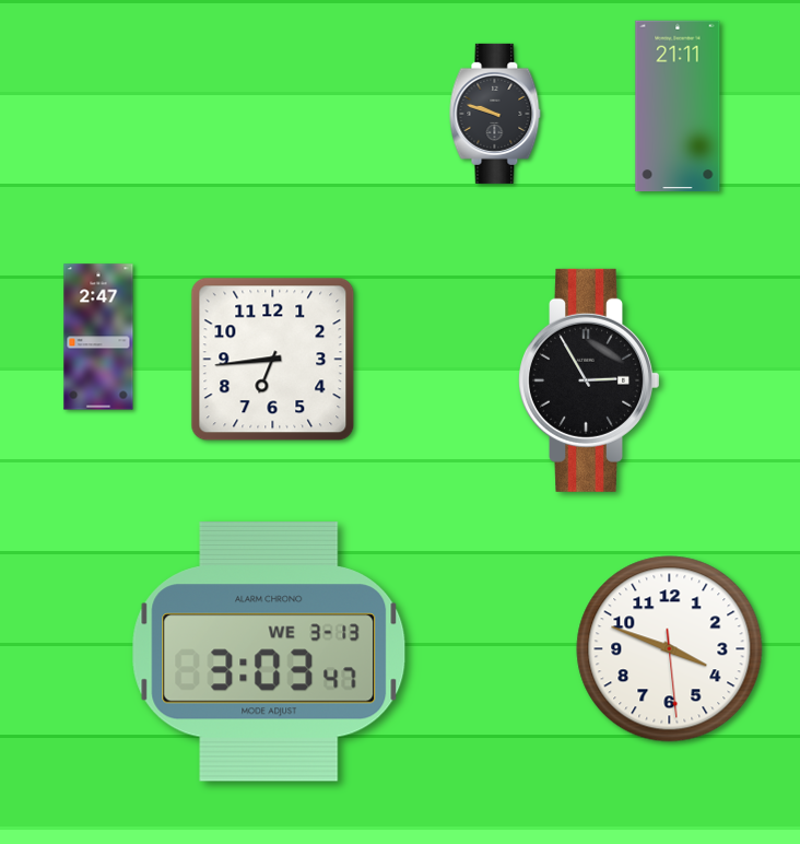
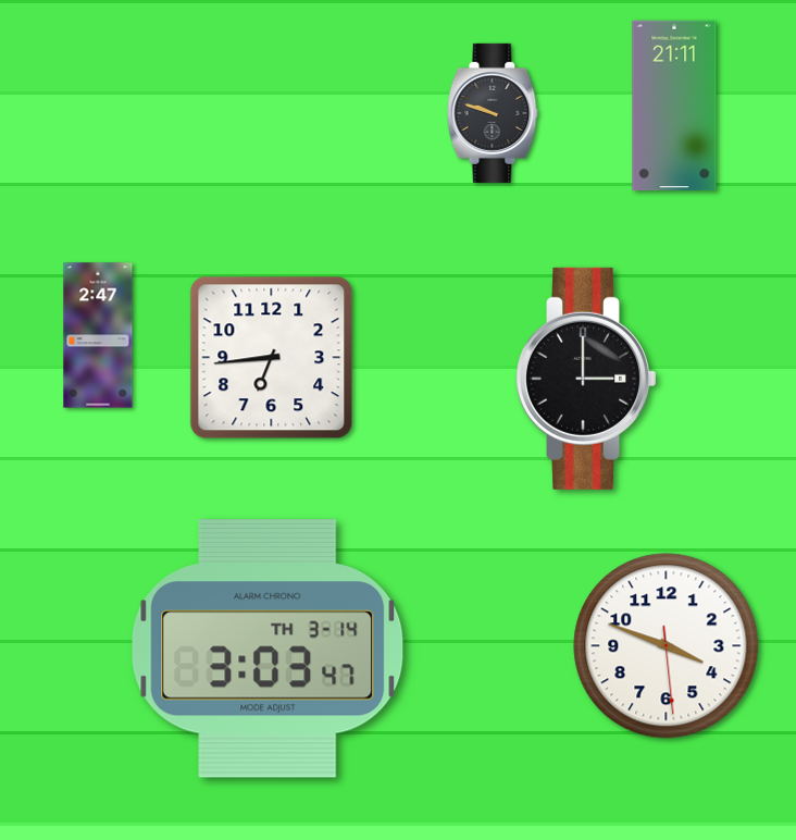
clock at (589, 380): 2:55 -> 3:00
clock at (269, 653) date: WE 3-13 -> TH 3-14
